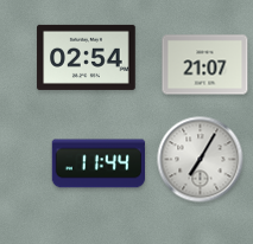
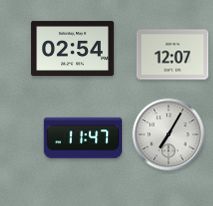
clock at (205, 65): 21:07 -> 12:07
clock at (99, 163): 11:44 -> 11:47
